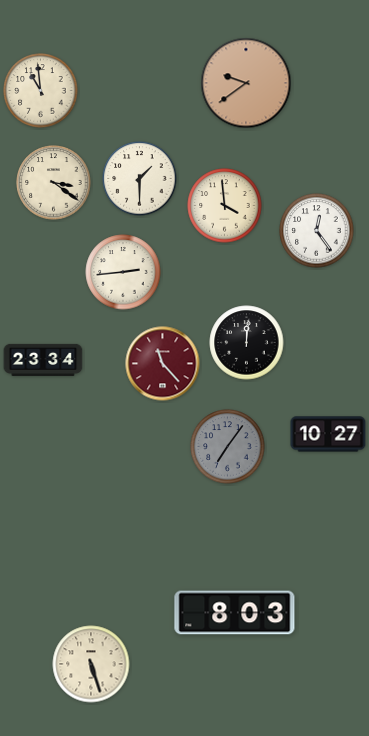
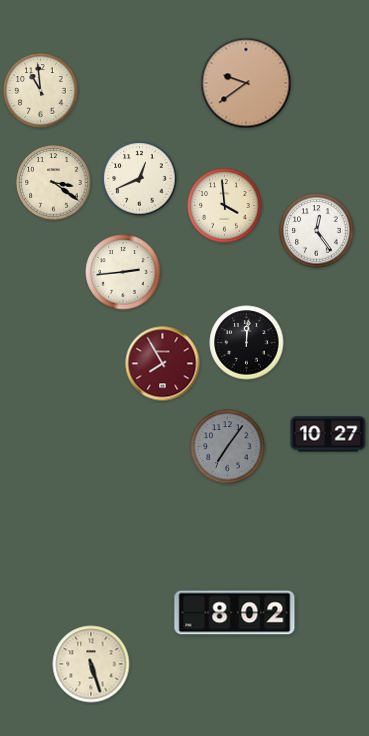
clock at (140, 179): 1:30 -> 12:41
clock at (43, 360): 23:34 -> none
clock at (163, 364): 11:23 -> 7:55
clock at (235, 613): 8:03 -> 8:02
